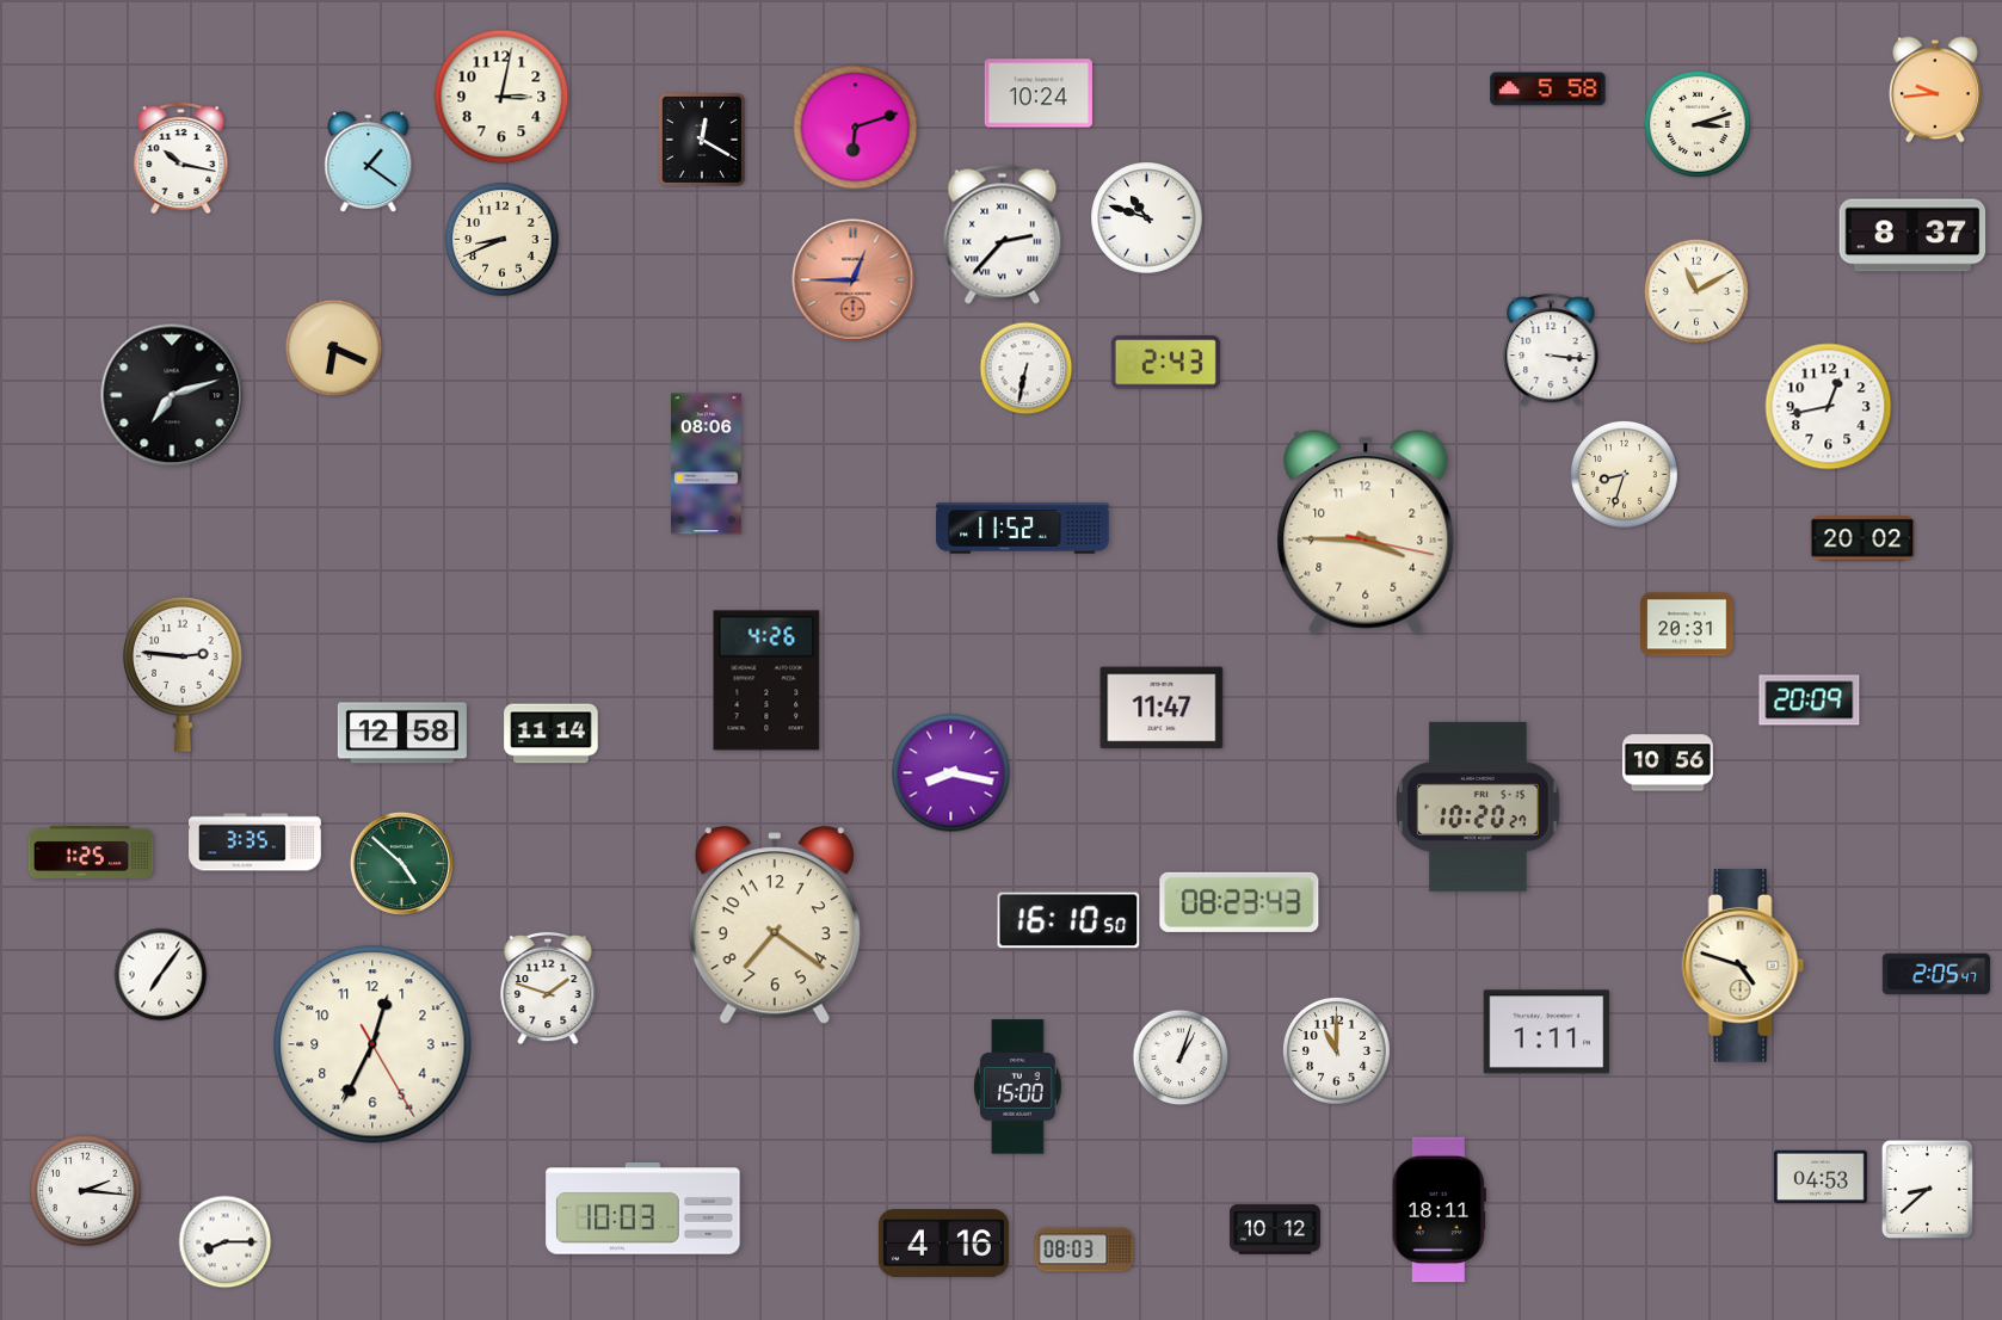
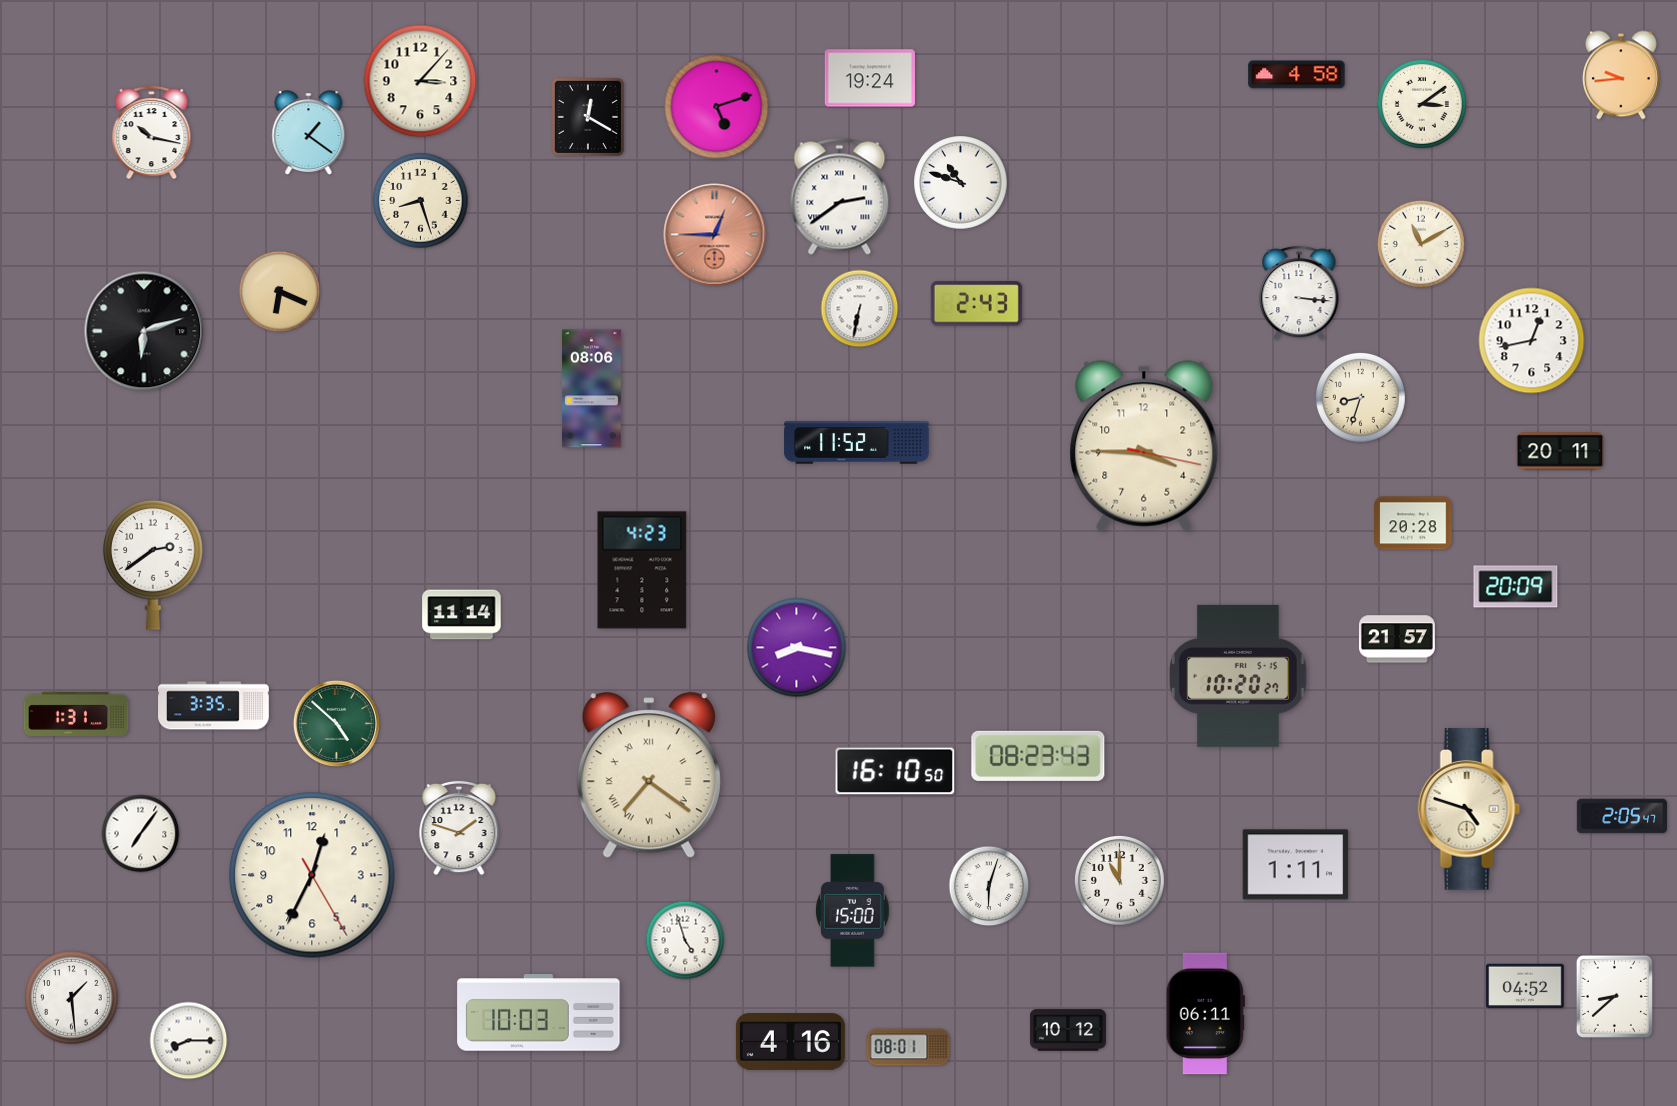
clock at (1548, 90): 5:58 -> 4:58
clock at (1037, 93): 10:24 -> 19:24
clock at (501, 97): 3:02 -> 3:07
clock at (1698, 124): 3:12 -> 3:09
clock at (856, 128): 6:12 -> 5:12
clock at (369, 162) position: (369, 162) -> (309, 133)
clock at (1003, 234): 2:37 -> 2:39
clock at (1912, 235): 8:37 -> none
clock at (503, 240): 8:41 -> 8:27
clock at (172, 395): 7:12 -> 6:12
clock at (1862, 538): 20:02 -> 20:11
clock at (1687, 624): 20:31 -> 20:28
clock at (183, 674): 2:46 -> 2:39
clock at (766, 680): 4:26 -> 4:23
clock at (1162, 708): 11:47 -> none
clock at (402, 733): 12:58 -> none
clock at (1668, 763): 10:56 -> 21:57
clock at (91, 852): 1:25 -> 1:31
clock at (775, 926) numerals: Arabic -> Roman
clock at (1743, 966) position: (1743, 966) -> (1469, 809)
clock at (161, 975) position: (161, 975) -> (141, 834)
clock at (1181, 1057): 1:03 -> 6:03
clock at (685, 940): none -> 4:57
clock at (1821, 1177): 04:53 -> 04:52
clock at (86, 1191): 2:16 -> 1:29
clock at (1439, 1210): 18:11 -> 06:11
clock at (1084, 1250): 08:03 -> 08:01
